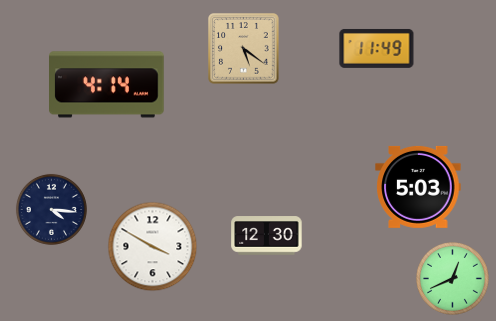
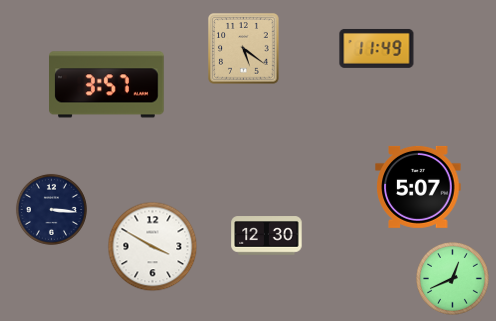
clock at (107, 85): 4:14 -> 3:57
clock at (418, 187): 5:03 -> 5:07
clock at (51, 209): 4:16 -> 3:16
